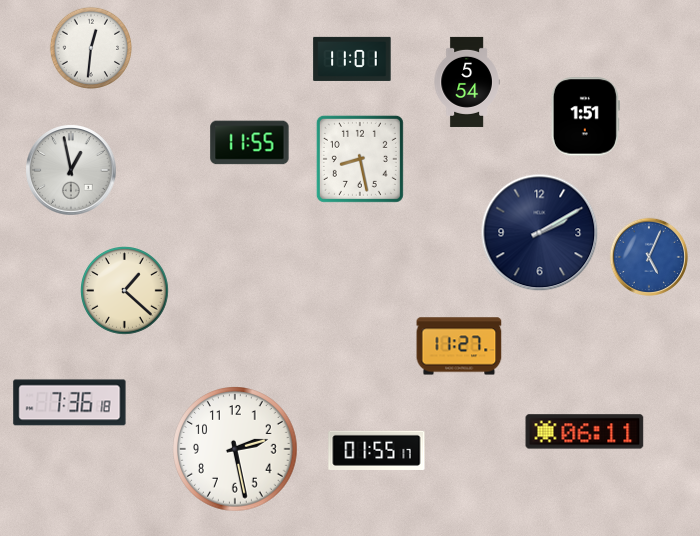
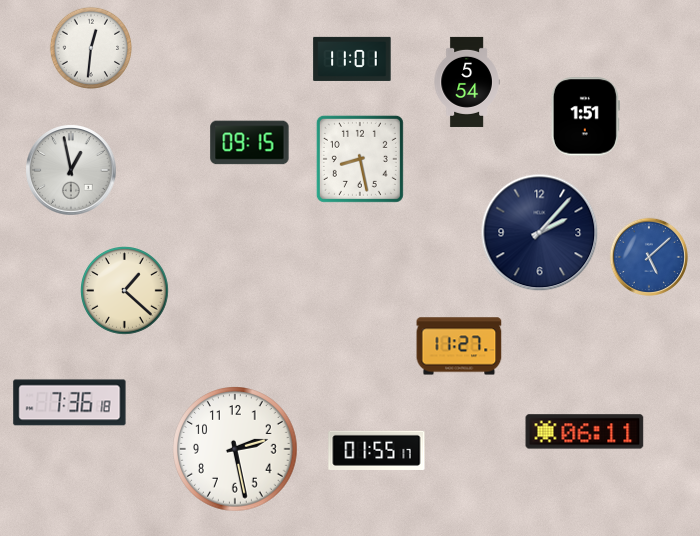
clock at (250, 143): 11:55 -> 09:15
clock at (540, 233): 2:10 -> 2:07
clock at (649, 257): 5:04 -> 5:08
